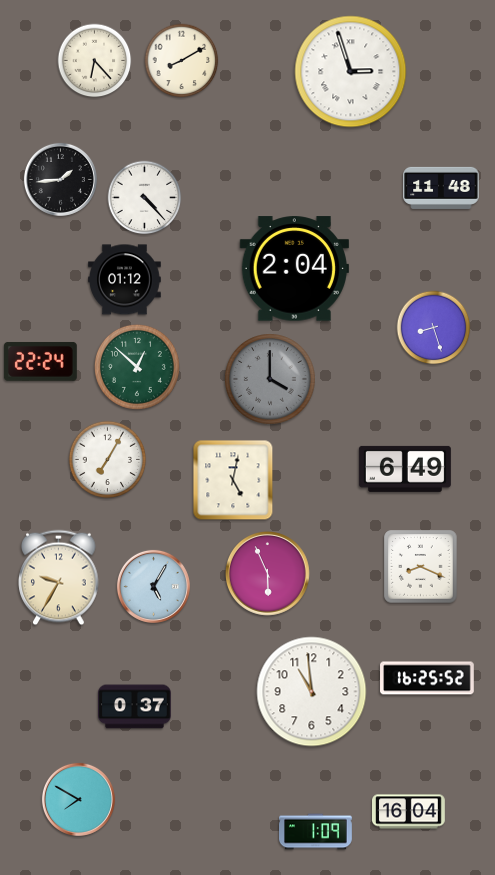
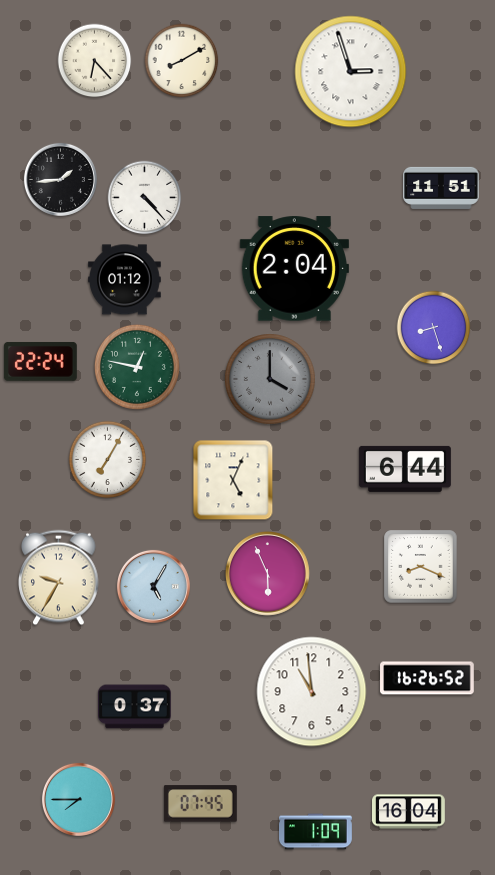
clock at (441, 188): 11:48 -> 11:51
clock at (137, 367): 12:52 -> 12:47
clock at (405, 469): 6:49 -> 6:44
clock at (233, 480): 5:02 -> 5:04
clock at (427, 678): 16:25 -> 16:26
clock at (78, 799): 7:50 -> 7:45
clock at (200, 804): none -> 07:45
